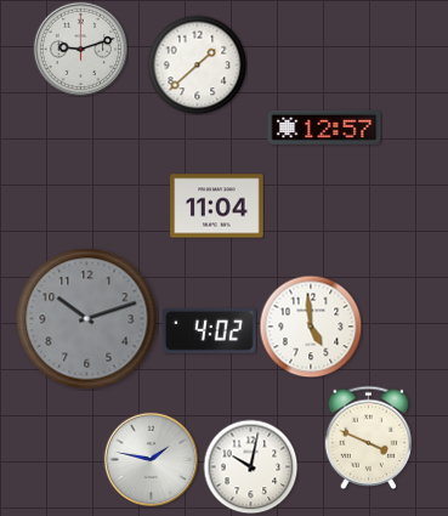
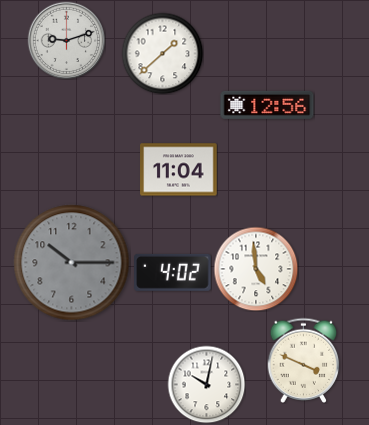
clock at (324, 127): 12:57 -> 12:56
clock at (87, 319): 10:12 -> 10:15
clock at (151, 459): 1:47 -> none
